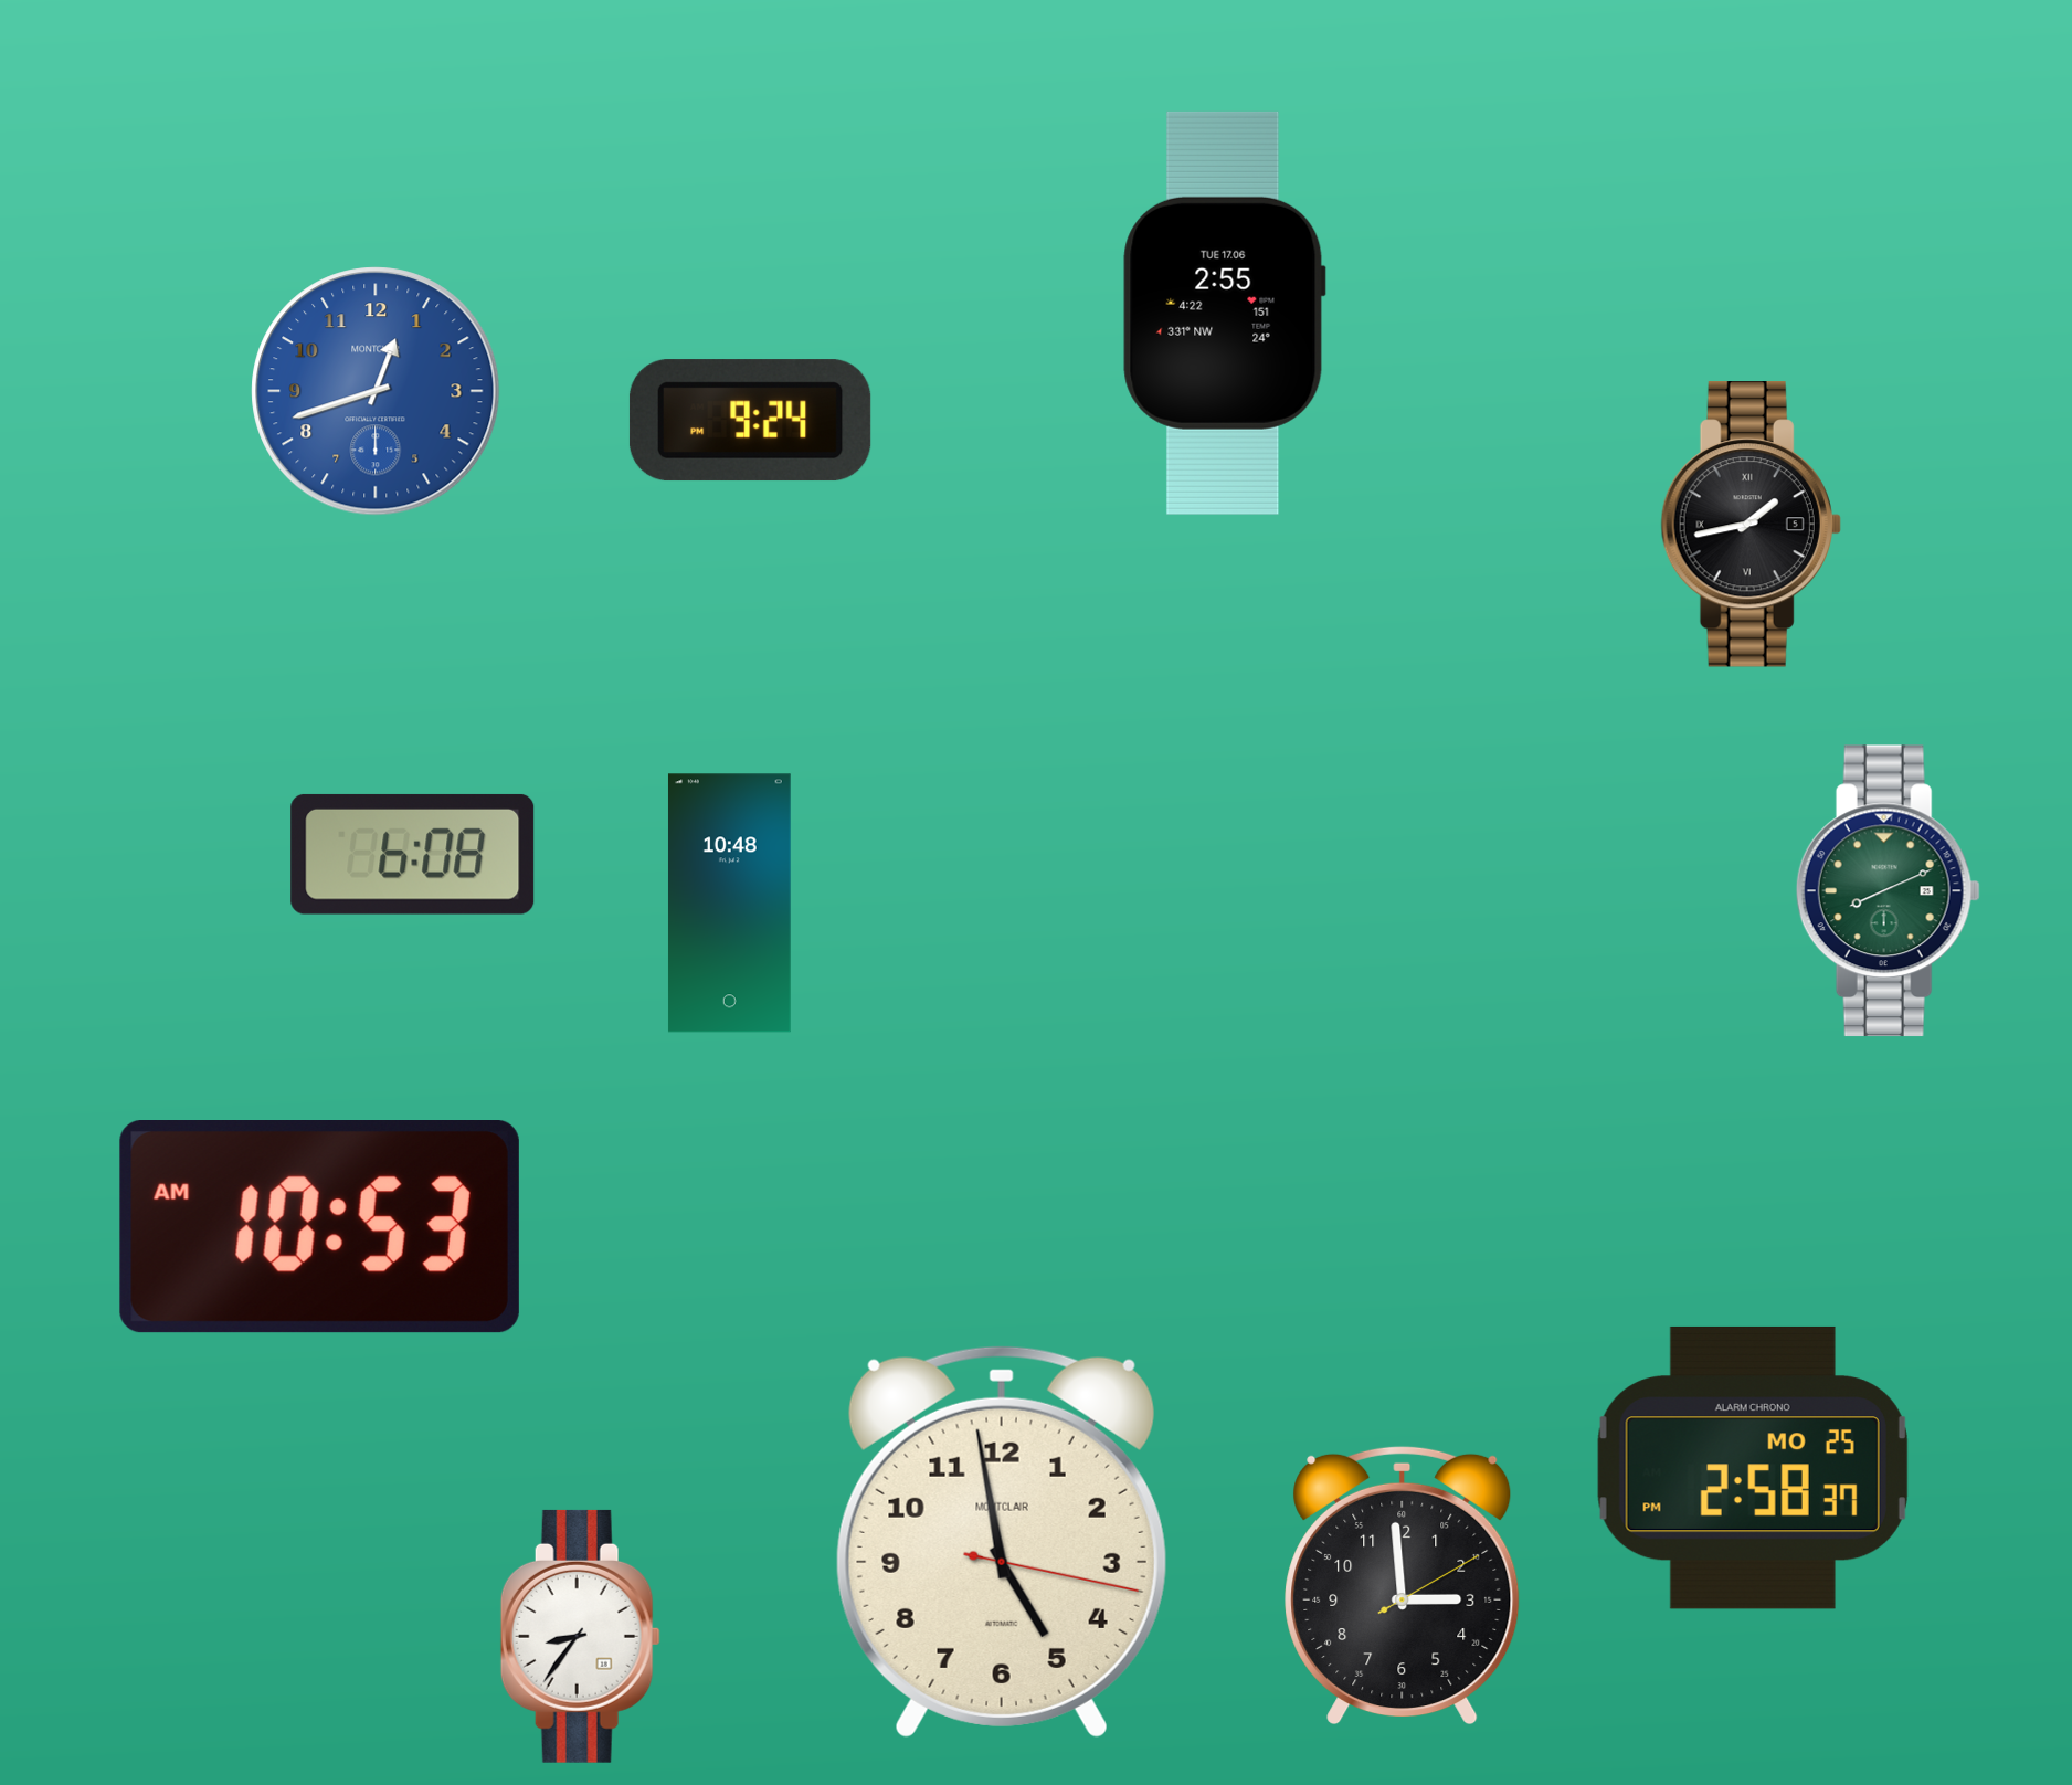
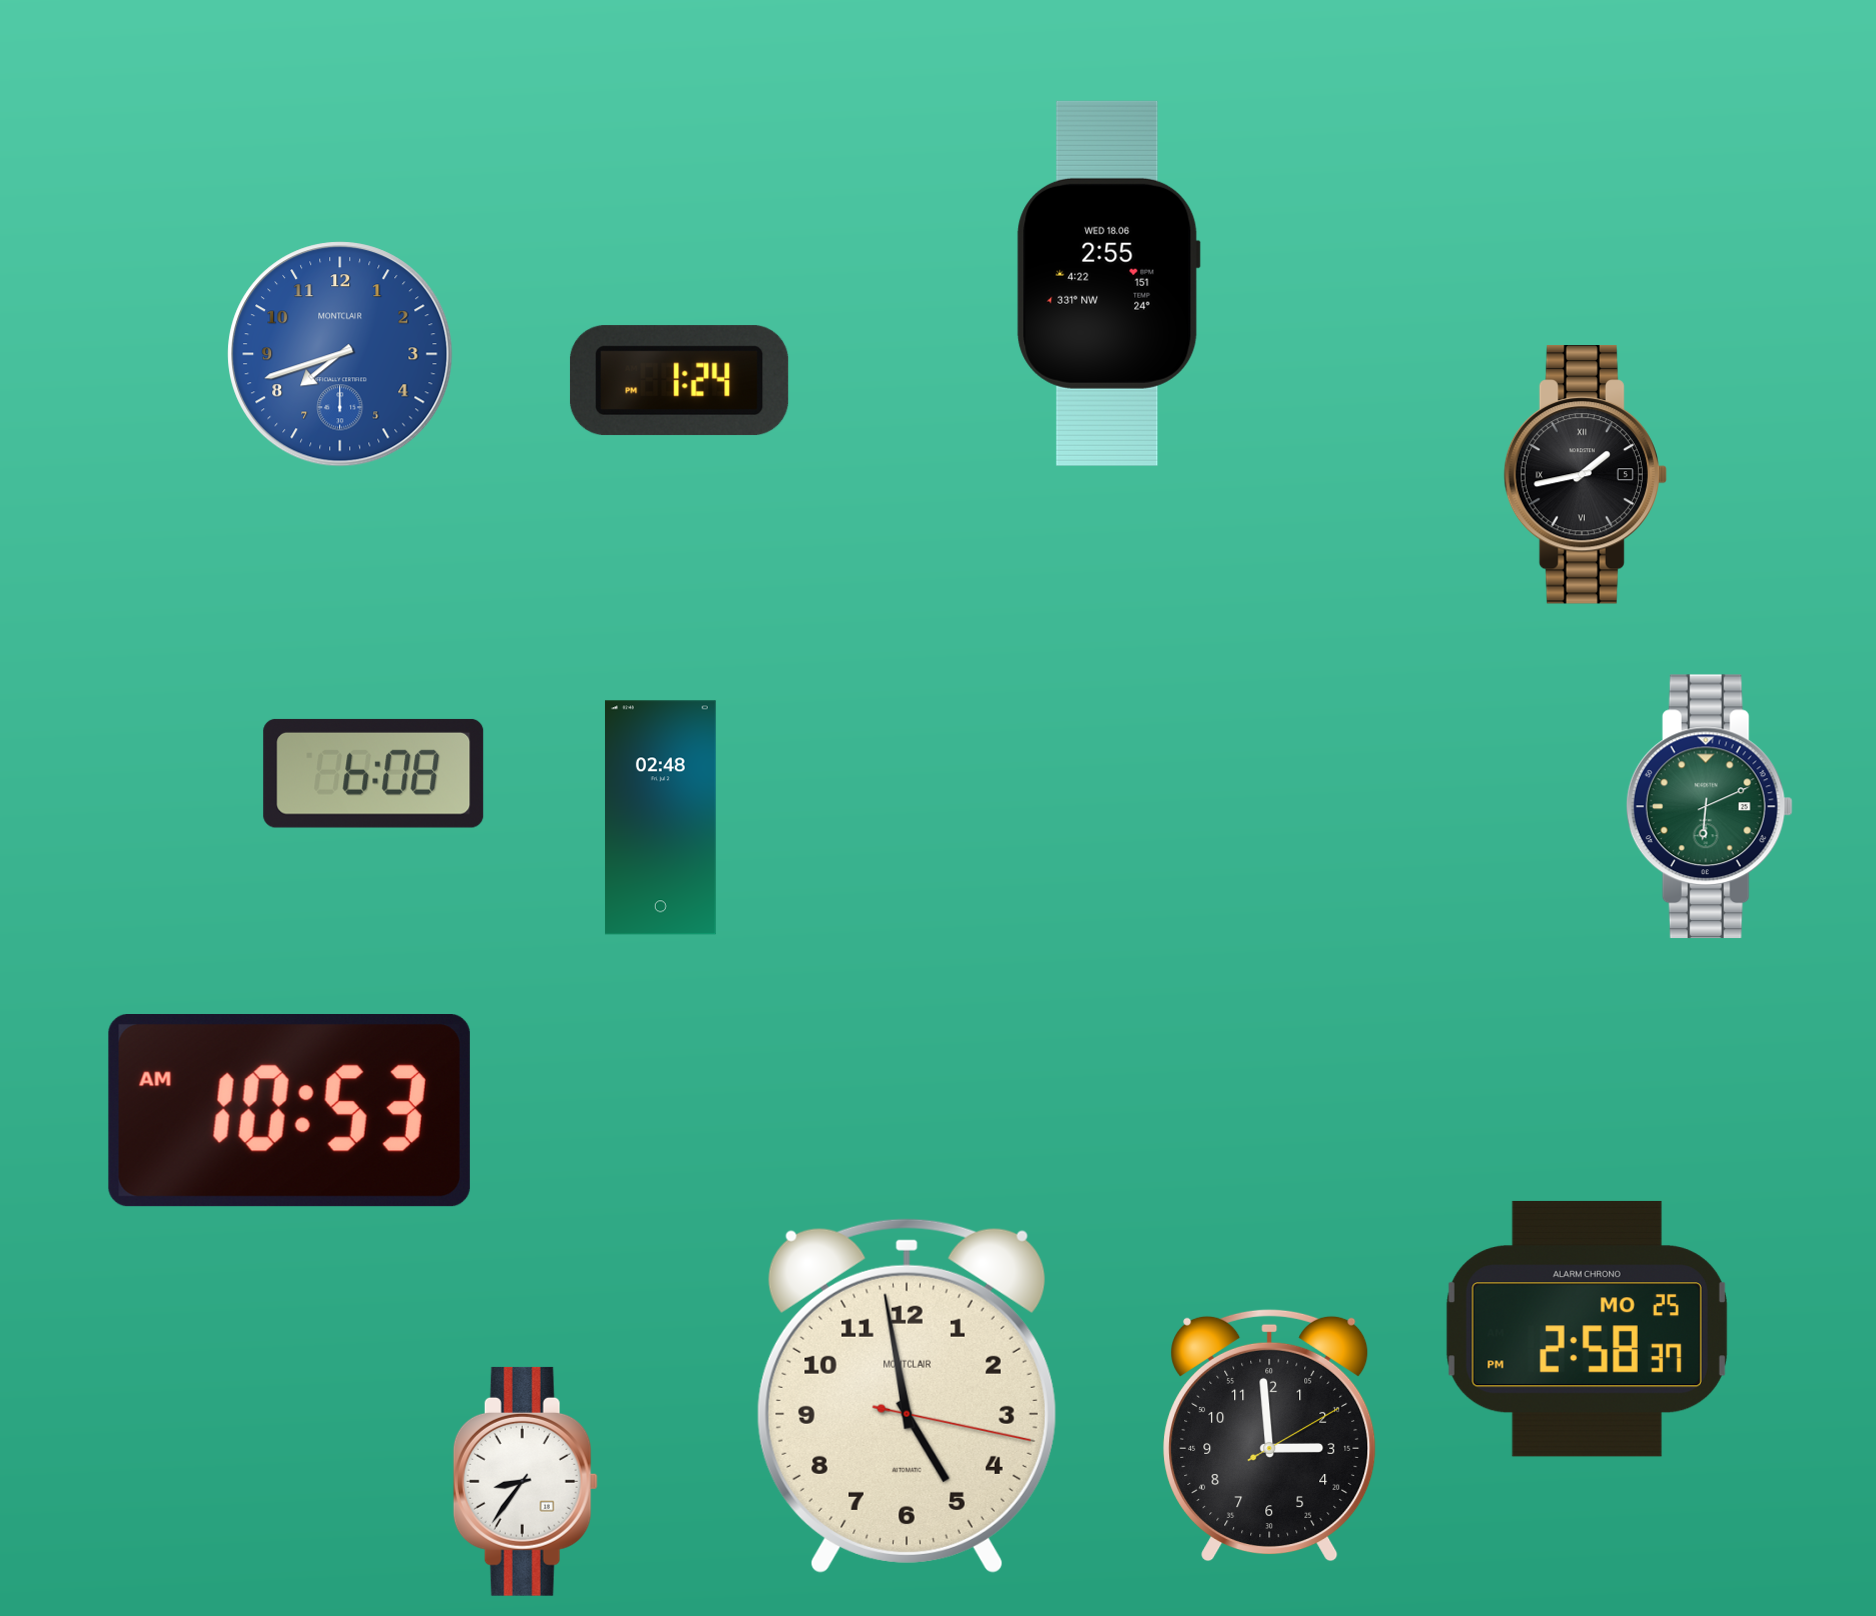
clock at (1224, 313) date: TUE 17.06 -> WED 18.06
clock at (376, 391): 12:42 -> 7:42
clock at (750, 421): 9:24 -> 1:24
clock at (1888, 891): 8:11 -> 6:11
clock at (729, 904): 10:48 -> 02:48
